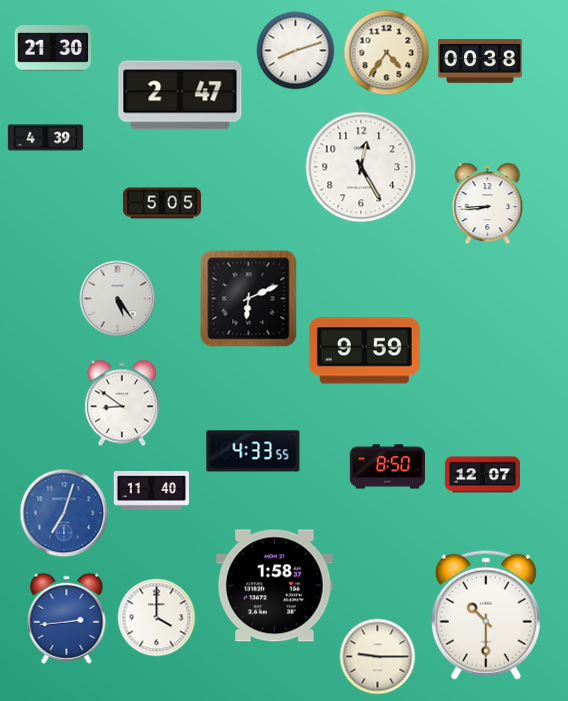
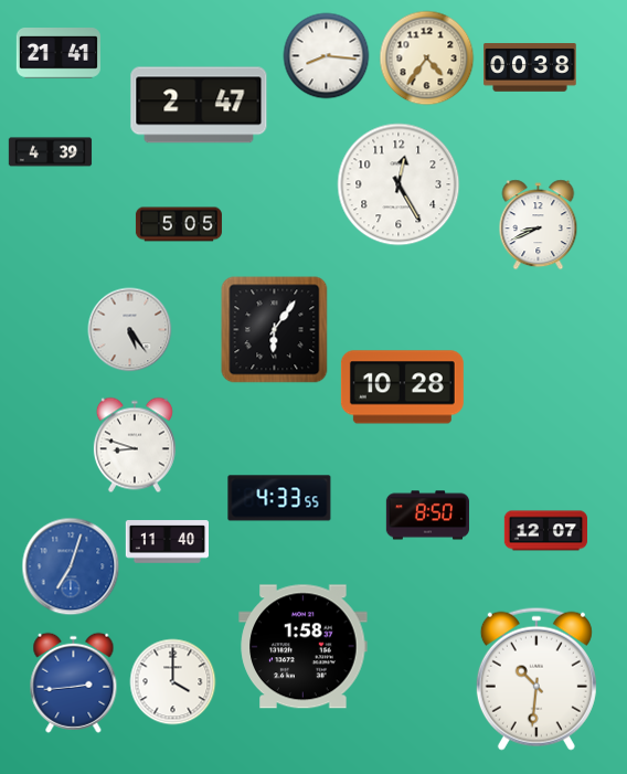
clock at (53, 49): 21:30 -> 21:41
clock at (296, 51): 8:12 -> 8:16
clock at (488, 204): 8:44 -> 8:41
clock at (249, 299): 6:11 -> 6:06
clock at (364, 351): 9:59 -> 10:28
clock at (122, 403): 8:51 -> 8:48
clock at (483, 475) position: (483, 475) -> (546, 531)
clock at (486, 615): 10:30 -> 10:31
clock at (378, 657): 9:15 -> none
